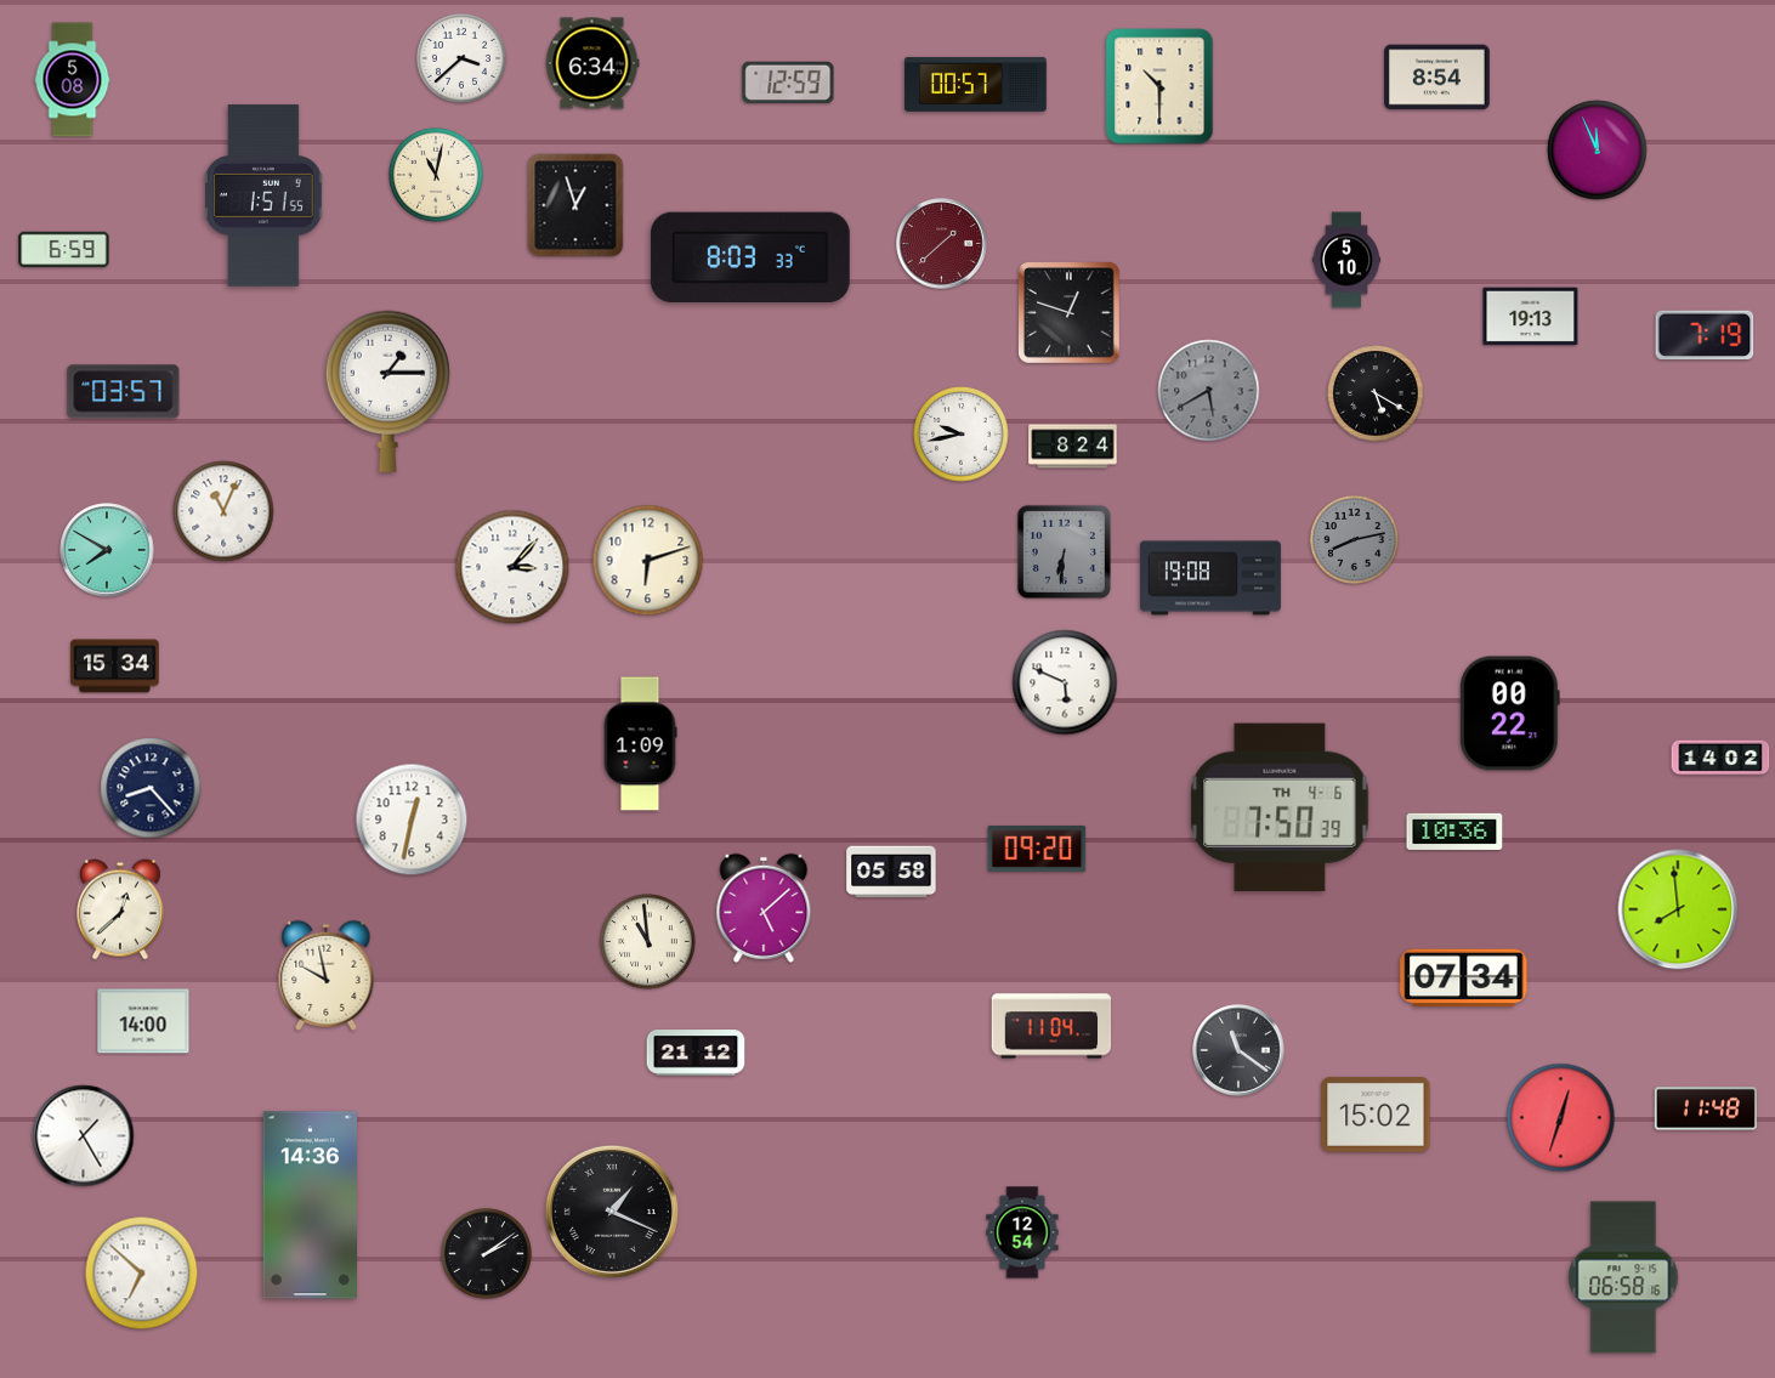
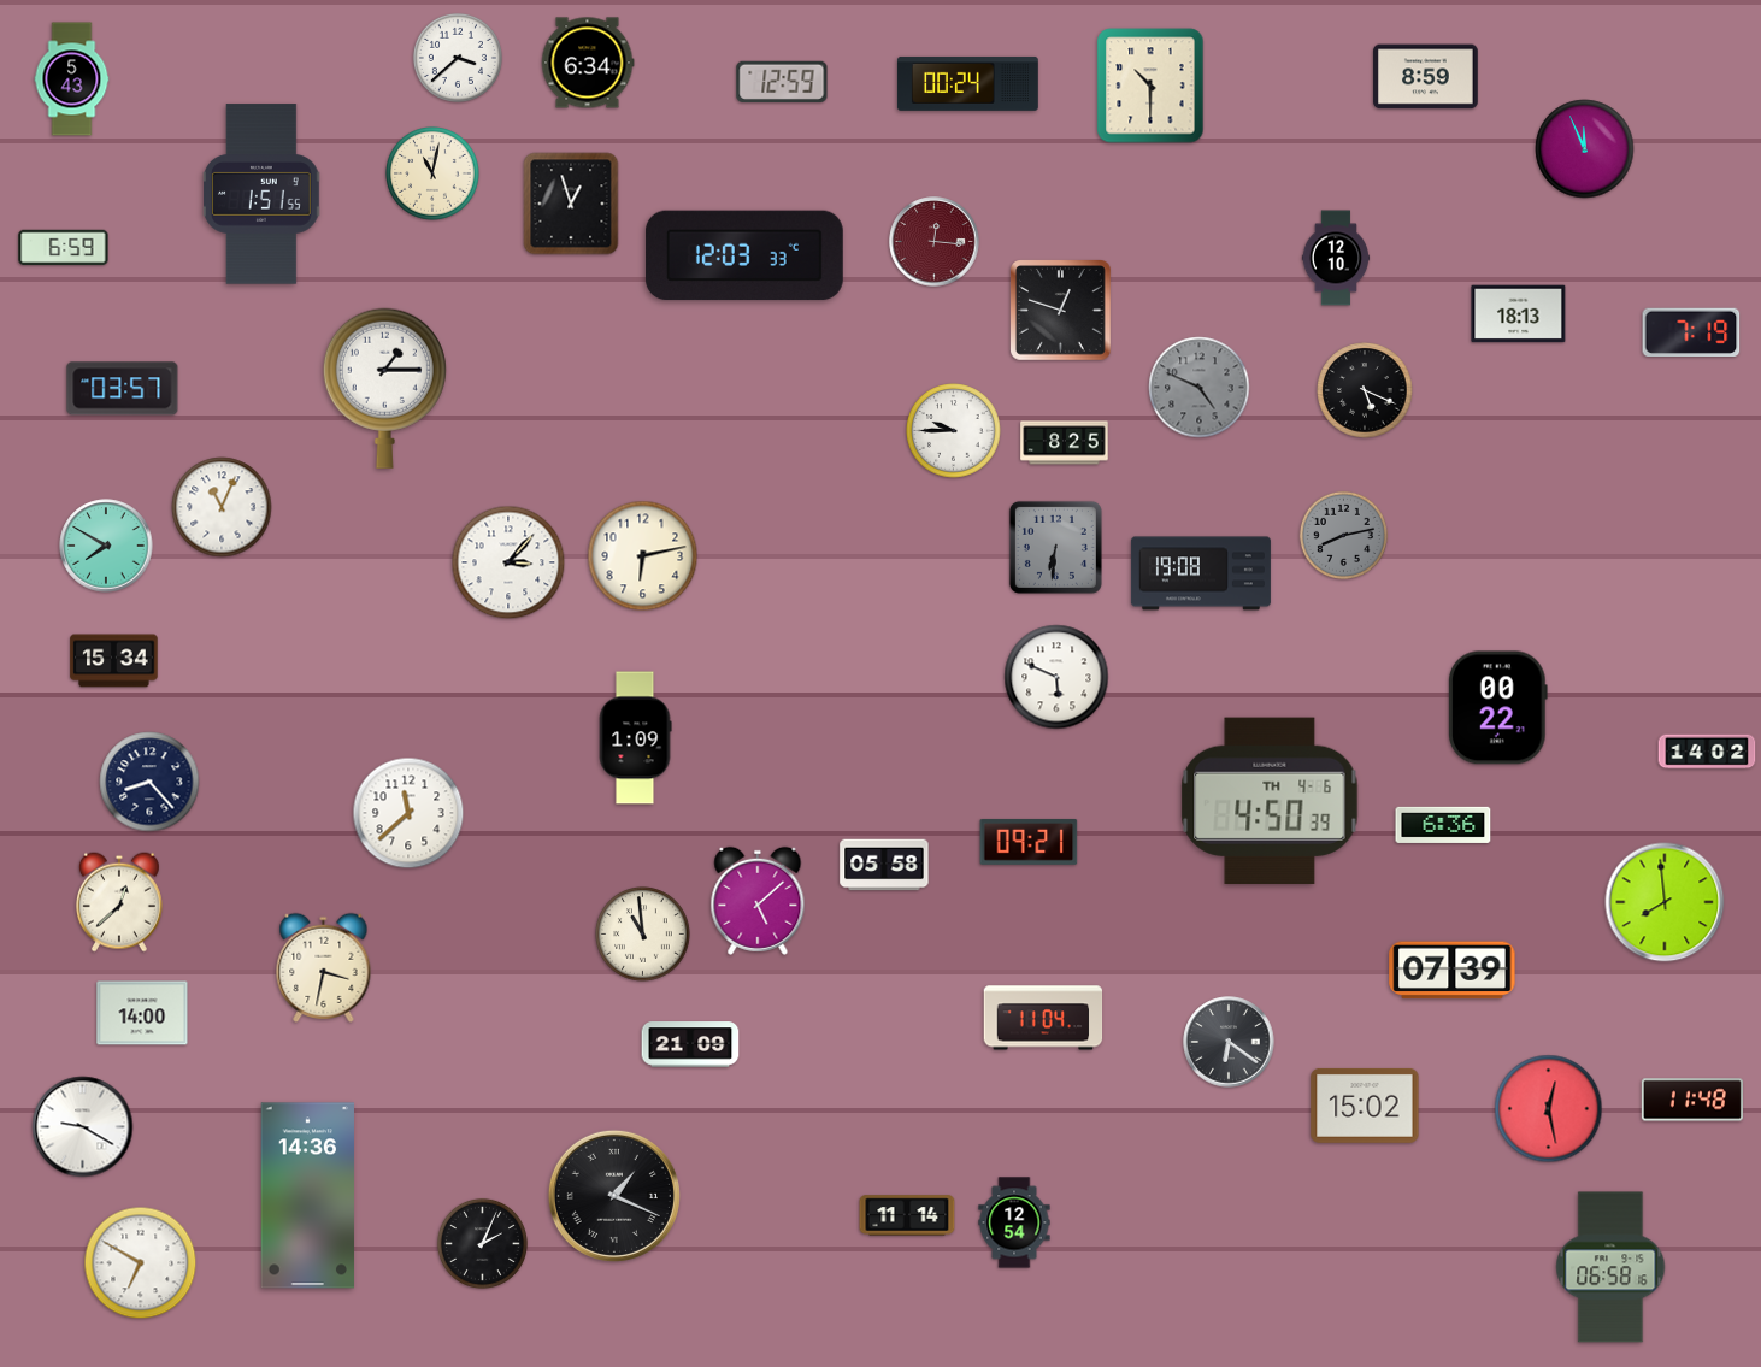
clock at (1437, 78): 8:54 -> 8:59
clock at (73, 80): 5:08 -> 5:43
clock at (975, 84): 00:57 -> 00:24
clock at (942, 244): 1:38 -> 12:16
clock at (750, 257): 8:03 -> 12:03
clock at (1346, 260): 5:10 -> 12:10
clock at (1531, 317): 19:13 -> 18:13
clock at (1209, 391): 5:40 -> 4:49
clock at (1376, 393): 5:20 -> 5:19
clock at (962, 435): 9:43 -> 9:45
clock at (1073, 447): 8:24 -> 8:25
clock at (648, 561): 6:12 -> 6:13
clock at (1280, 806): 7:50 -> 4:50
clock at (412, 820): 12:32 -> 11:38
clock at (1454, 832): 10:36 -> 6:36
clock at (1037, 849): 09:20 -> 09:21
clock at (327, 975): 9:58 -> 3:32
clock at (1464, 979): 07:34 -> 07:39
clock at (1238, 1050): 11:21 -> 6:21
clock at (696, 1053): 21:12 -> 21:09
clock at (1561, 1118): 12:33 -> 12:28
clock at (84, 1136): 1:25 -> 9:20
clock at (612, 1212) position: (612, 1212) -> (614, 1196)
clock at (907, 1215): none -> 11:14
clock at (486, 1253): 2:09 -> 2:04
clock at (142, 1274): 6:52 -> 6:50
